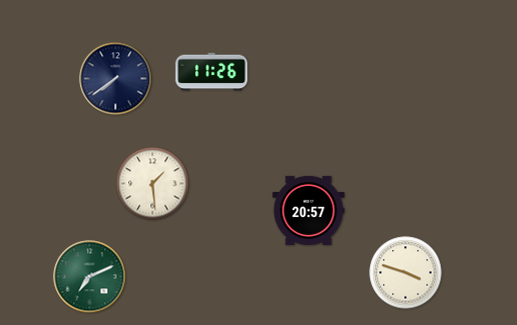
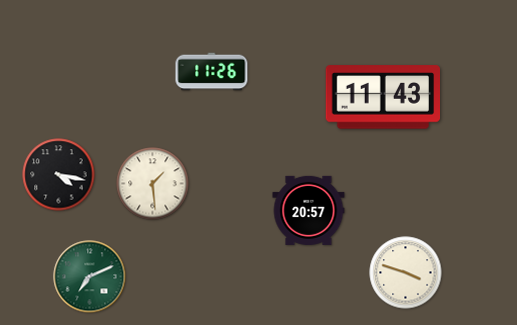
clock at (116, 79): 7:39 -> none
clock at (382, 97): none -> 11:43
clock at (59, 175): none -> 4:17
